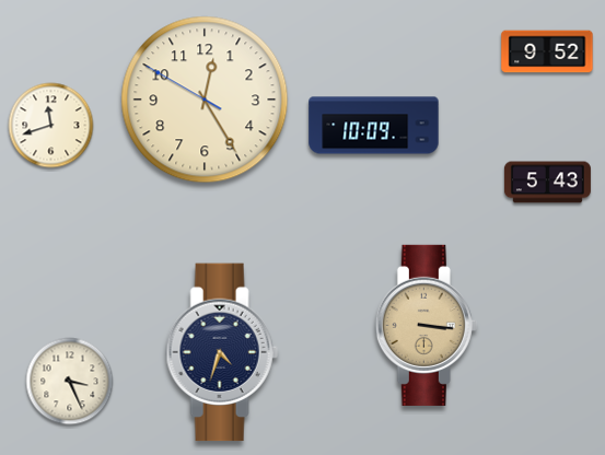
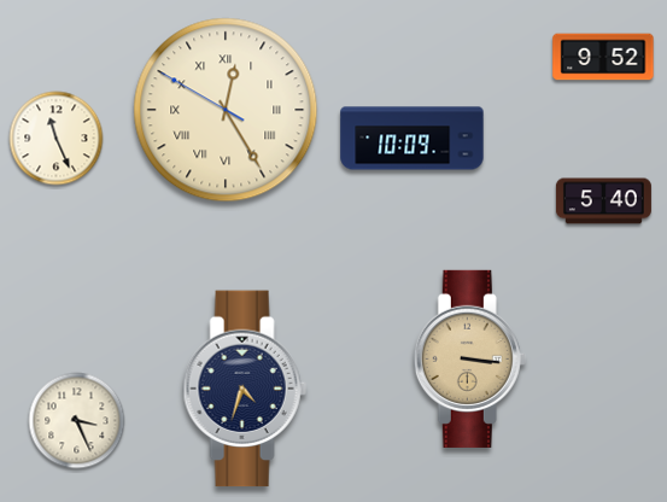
clock at (205, 100) numerals: Arabic -> Roman
clock at (51, 126): 11:42 -> 11:26
clock at (547, 183): 5:43 -> 5:40
